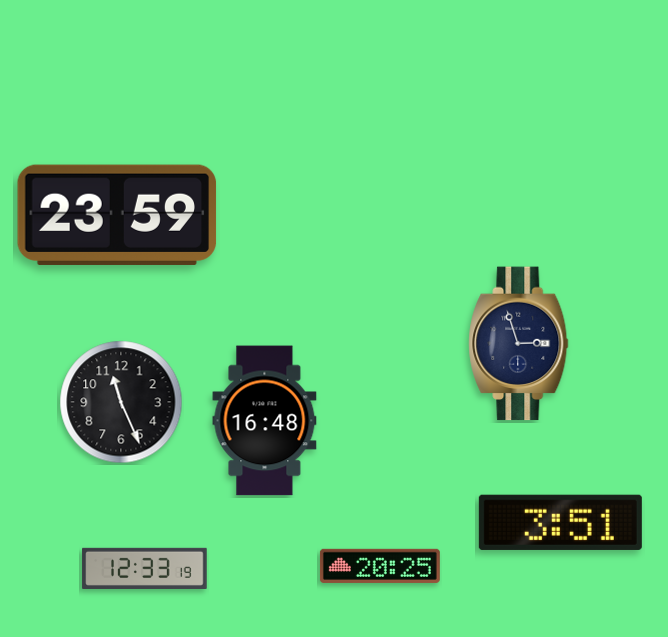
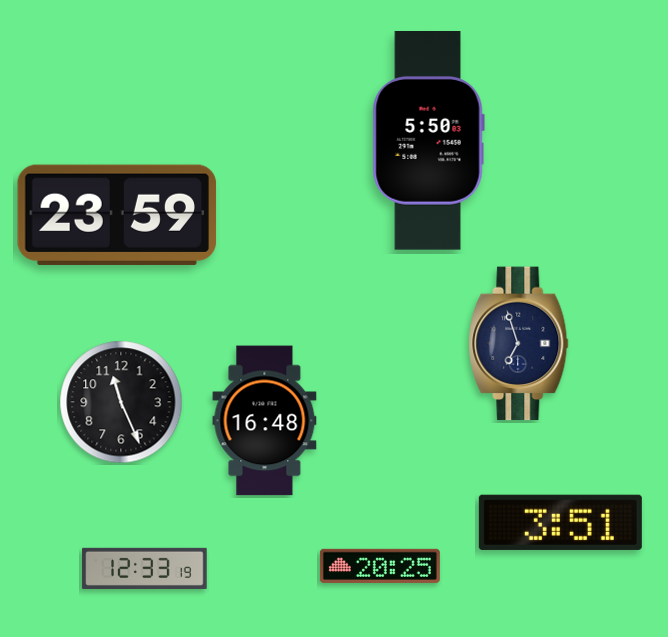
clock at (428, 141): none -> 5:50
clock at (519, 344): 2:57 -> 6:57
